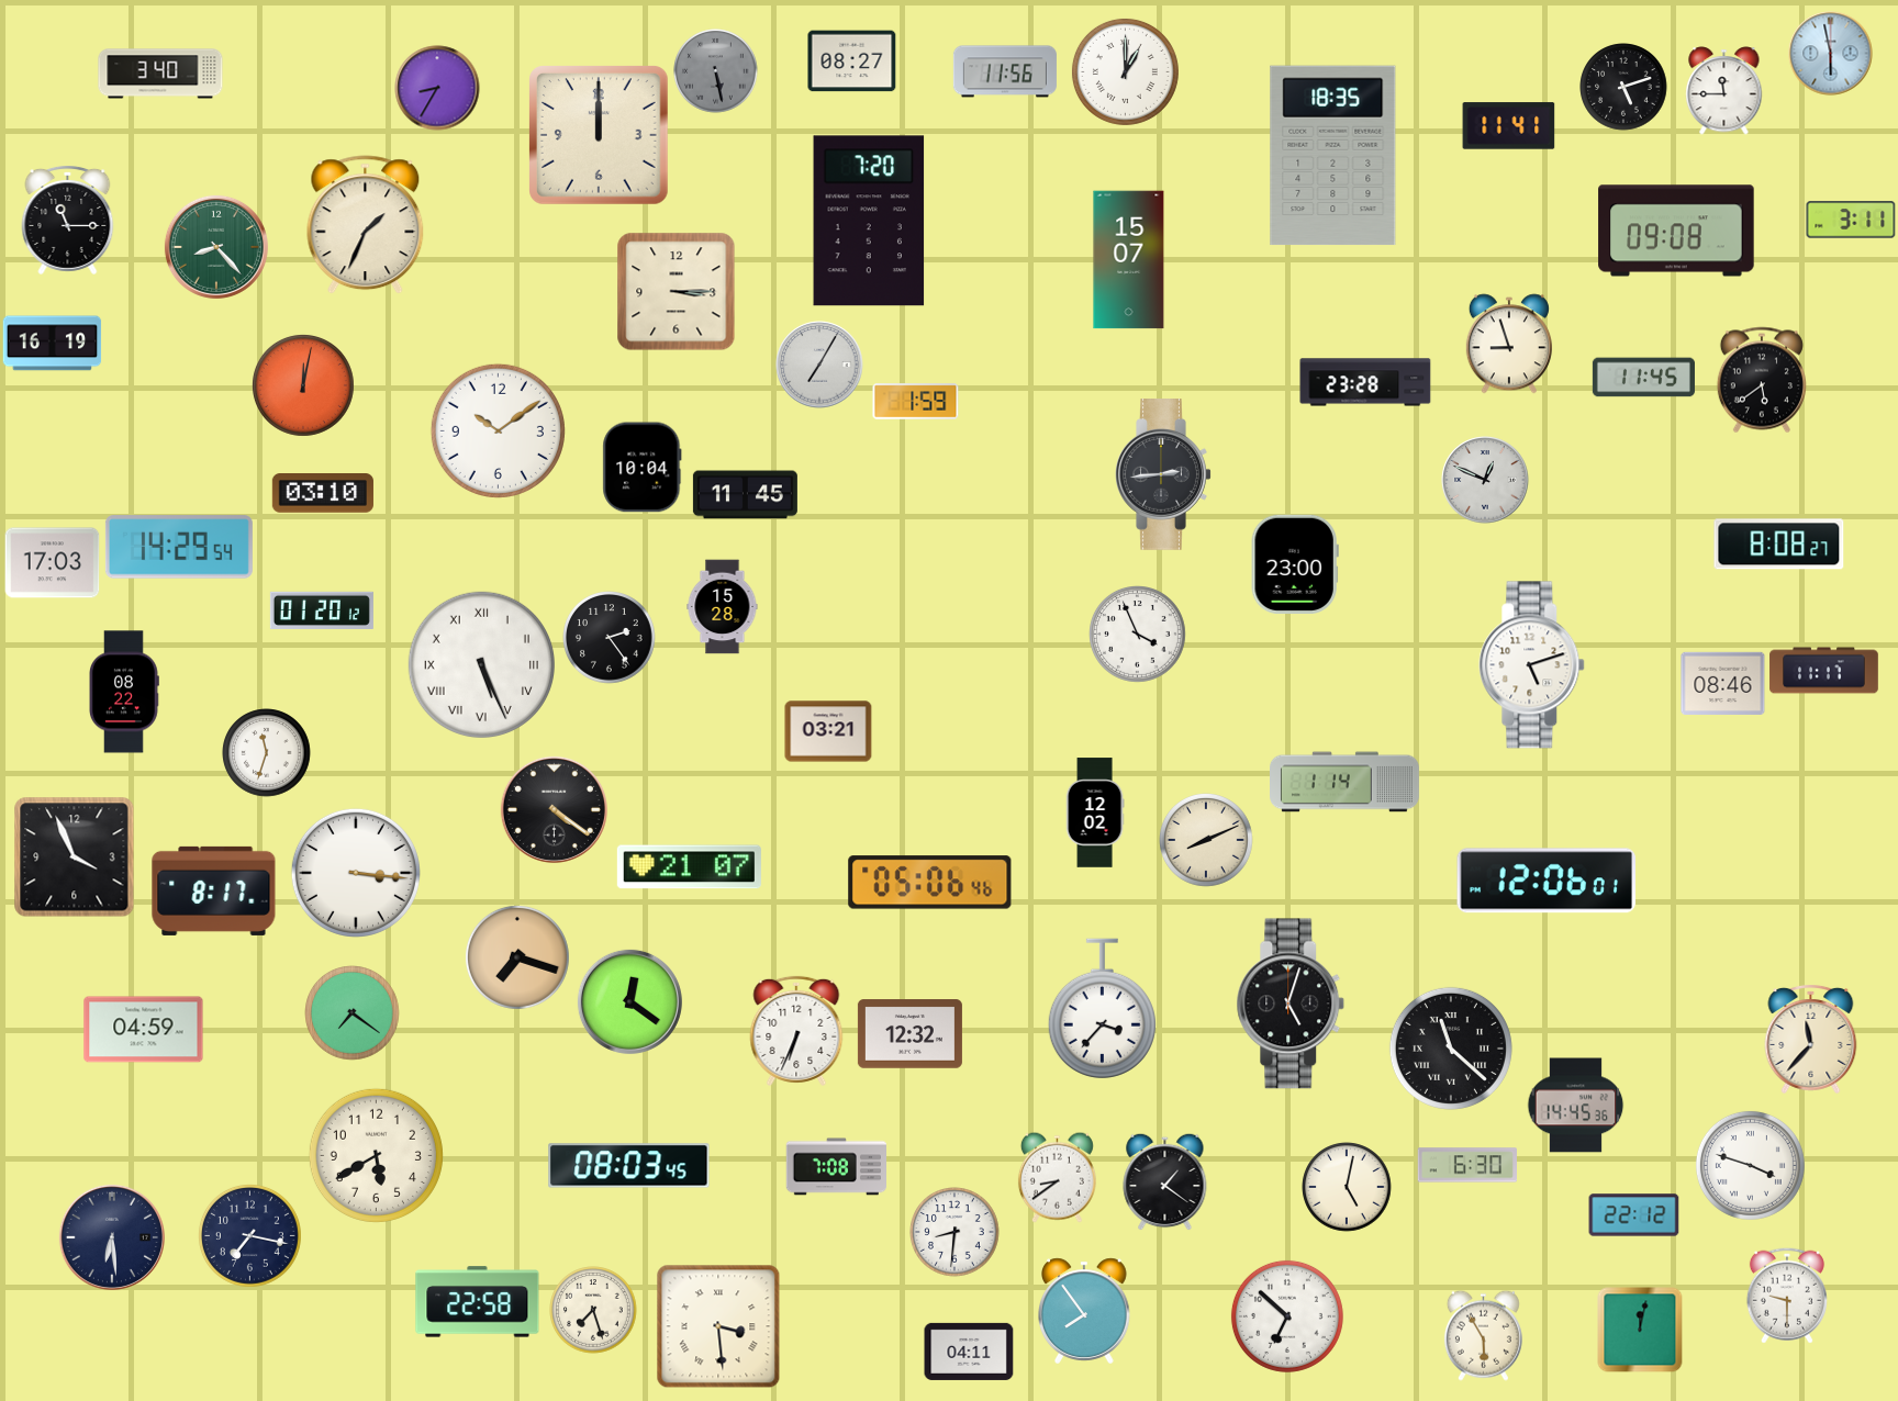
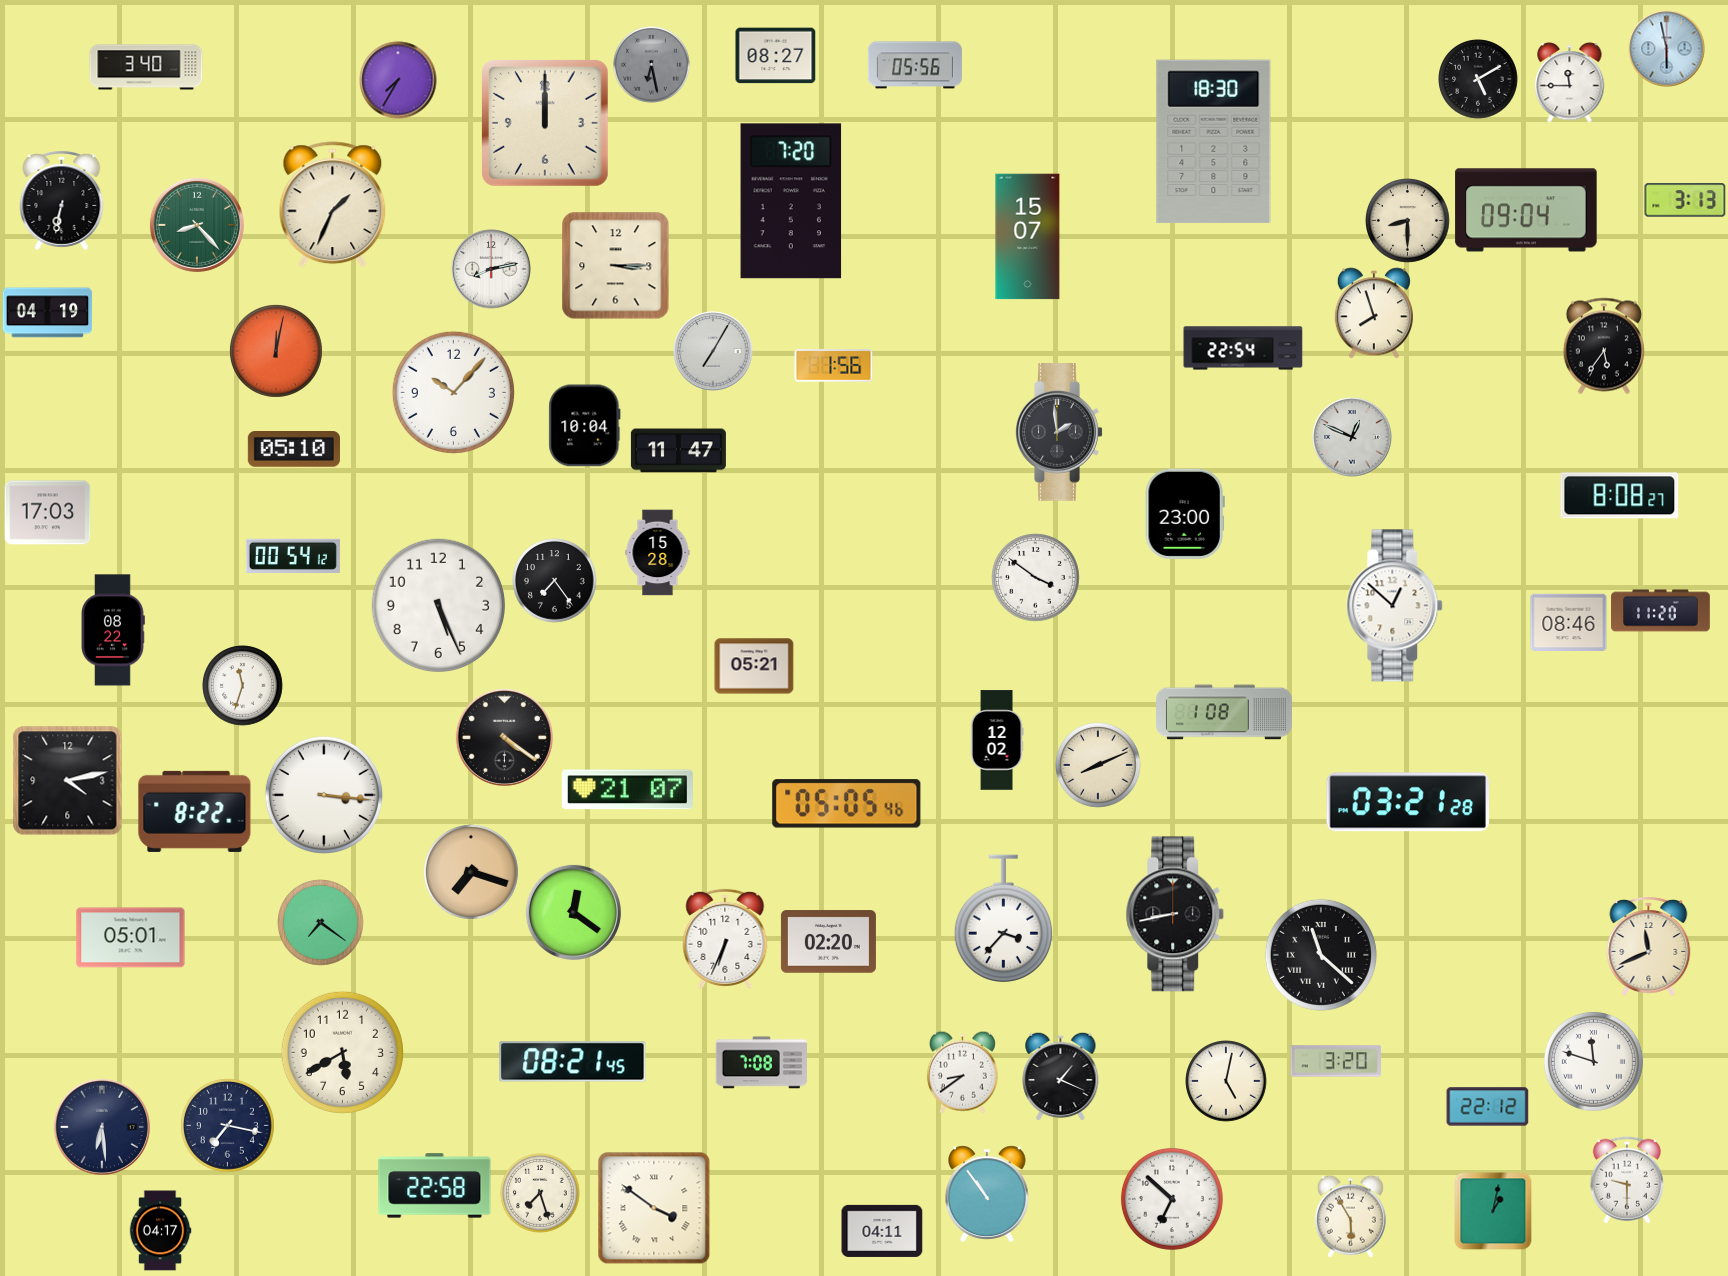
clock at (716, 71): 5:28 -> 6:28
clock at (1005, 71): 11:56 -> 05:56
clock at (1125, 71): 1:00 -> none
clock at (1623, 87): 5:12 -> 5:10
clock at (437, 88): 8:35 -> 7:35
clock at (1509, 126): 11:41 -> none
clock at (1333, 156): 18:35 -> 18:30
clock at (1851, 220): 3:11 -> 3:13
clock at (68, 221): 11:15 -> 6:32
clock at (1676, 231): 09:08 -> 09:04
clock at (1408, 221): none -> 8:30
clock at (491, 269): none -> 8:13
clock at (53, 344): 16:19 -> 04:19
clock at (1509, 344): 8:57 -> 7:57
clock at (819, 365) position: (819, 365) -> (713, 351)
clock at (1643, 378): 11:45 -> none
clock at (1762, 380): 5:39 -> 5:36
clock at (1365, 382): 23:28 -> 22:54
clock at (916, 402): 1:59 -> 1:56
clock at (498, 430): 10:09 -> 10:07
clock at (1163, 475): 2:44 -> 1:59
clock at (323, 494): 03:10 -> 05:10
clock at (745, 495): 11:45 -> 11:47
clock at (179, 547): 14:29 -> none
clock at (1295, 563) position: (1295, 563) -> (1185, 513)
clock at (322, 609): 01:20 -> 00:54
clock at (1138, 635): 3:56 -> 3:51
clock at (610, 638): 2:24 -> 7:24
clock at (481, 664) numerals: Roman -> Arabic
clock at (1532, 665): 5:12 -> 12:52
clock at (1824, 671): 11:17 -> 11:20
clock at (828, 731): 03:21 -> 05:21
clock at (1346, 782): 1:14 -> 1:08
clock at (75, 858): 3:56 -> 4:13
clock at (1547, 881): 12:06 -> 03:21
clock at (930, 883): 05:06 -> 05:05
clock at (214, 890): 8:17 -> 8:22
clock at (1291, 1004): 5:03 -> 8:43
clock at (144, 1030): 04:59 -> 05:01
clock at (909, 1034): 12:32 -> 02:20
clock at (1811, 1040): 11:37 -> 11:41
clock at (1576, 1106): 14:45 -> none
clock at (1466, 1165): 6:30 -> 3:20
clock at (1750, 1165): 3:48 -> 11:48
clock at (629, 1166): 08:03 -> 08:21
clock at (1165, 1181): 1:21 -> 1:19
clock at (954, 1232): 8:31 -> none
clock at (1085, 1311): 7:54 -> 10:54
clock at (718, 1326): 3:29 -> 3:51
clock at (1640, 1330): 12:02 -> 1:02
clock at (160, 1231): none -> 04:17
